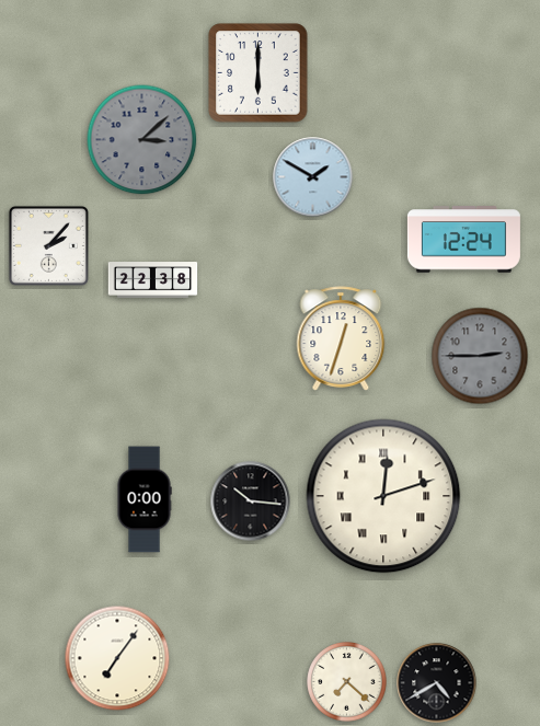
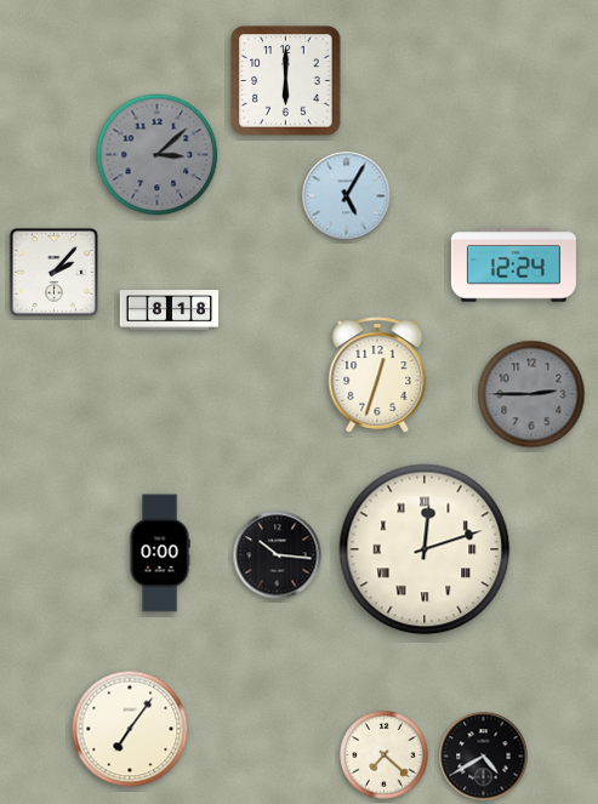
clock at (313, 177): 1:50 -> 5:05
clock at (153, 280): 22:38 -> 8:18
